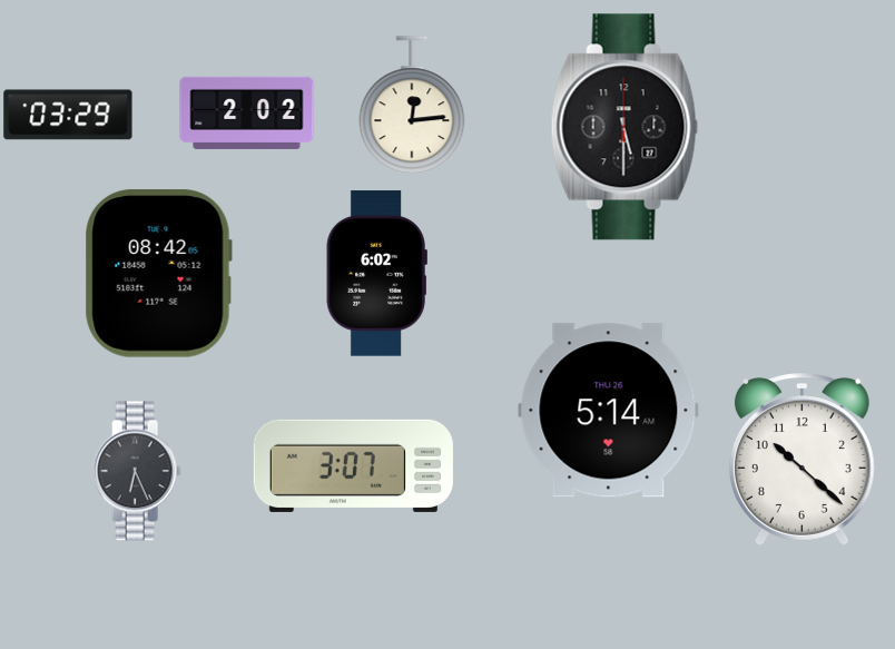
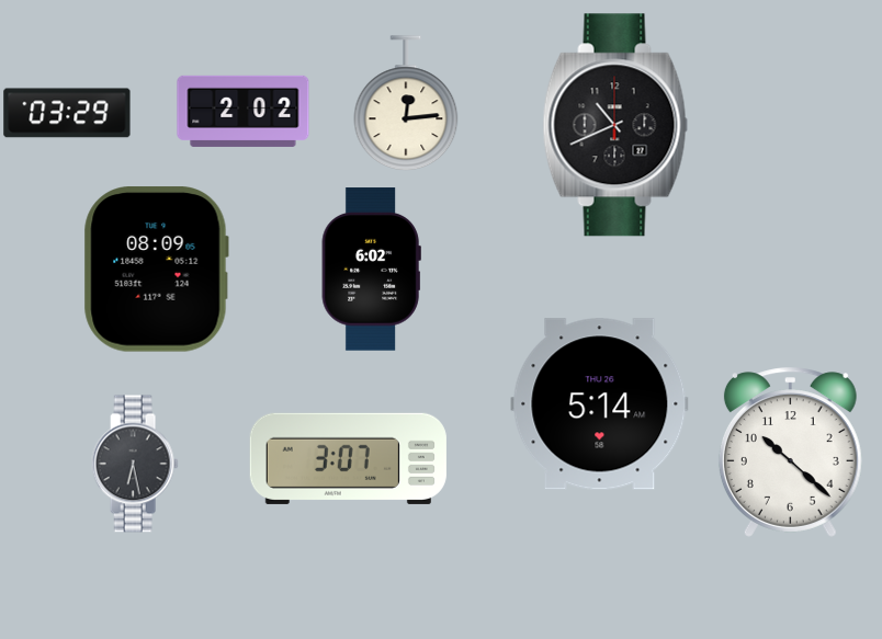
clock at (624, 127): 5:30 -> 10:41
clock at (158, 274): 08:42 -> 08:09
clock at (137, 471): 6:26 -> 6:28
